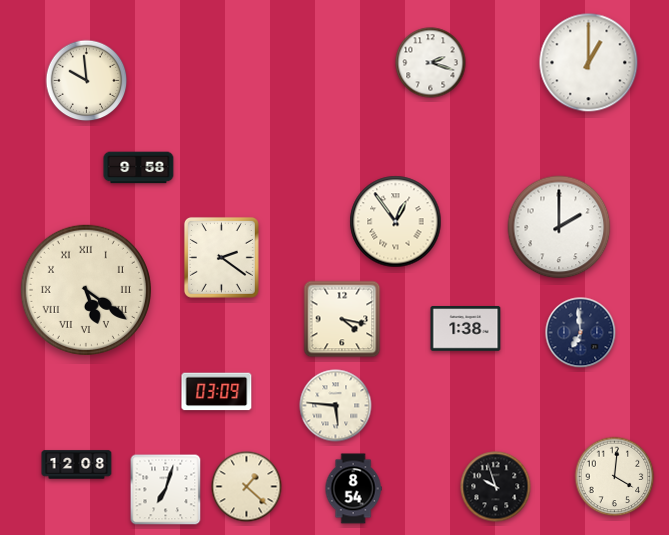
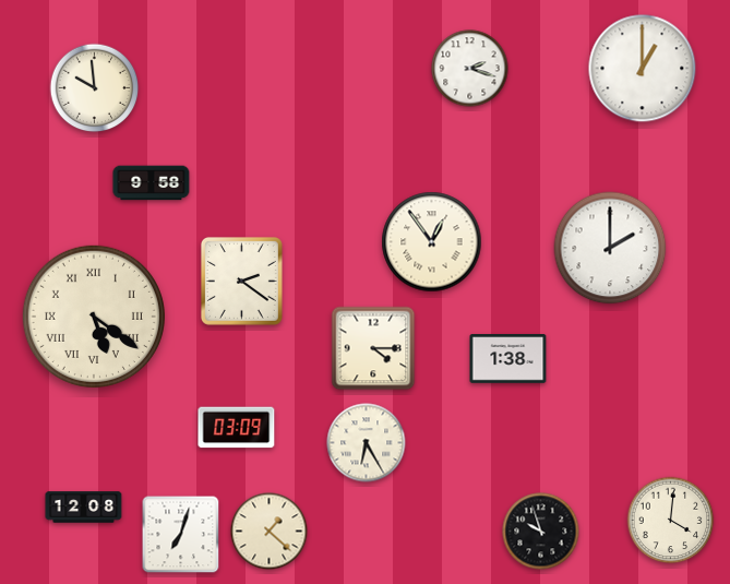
clock at (342, 319): 4:17 -> 4:15
clock at (581, 333): 6:59 -> none
clock at (336, 406): 5:46 -> 6:25
clock at (353, 489): 8:54 -> none
